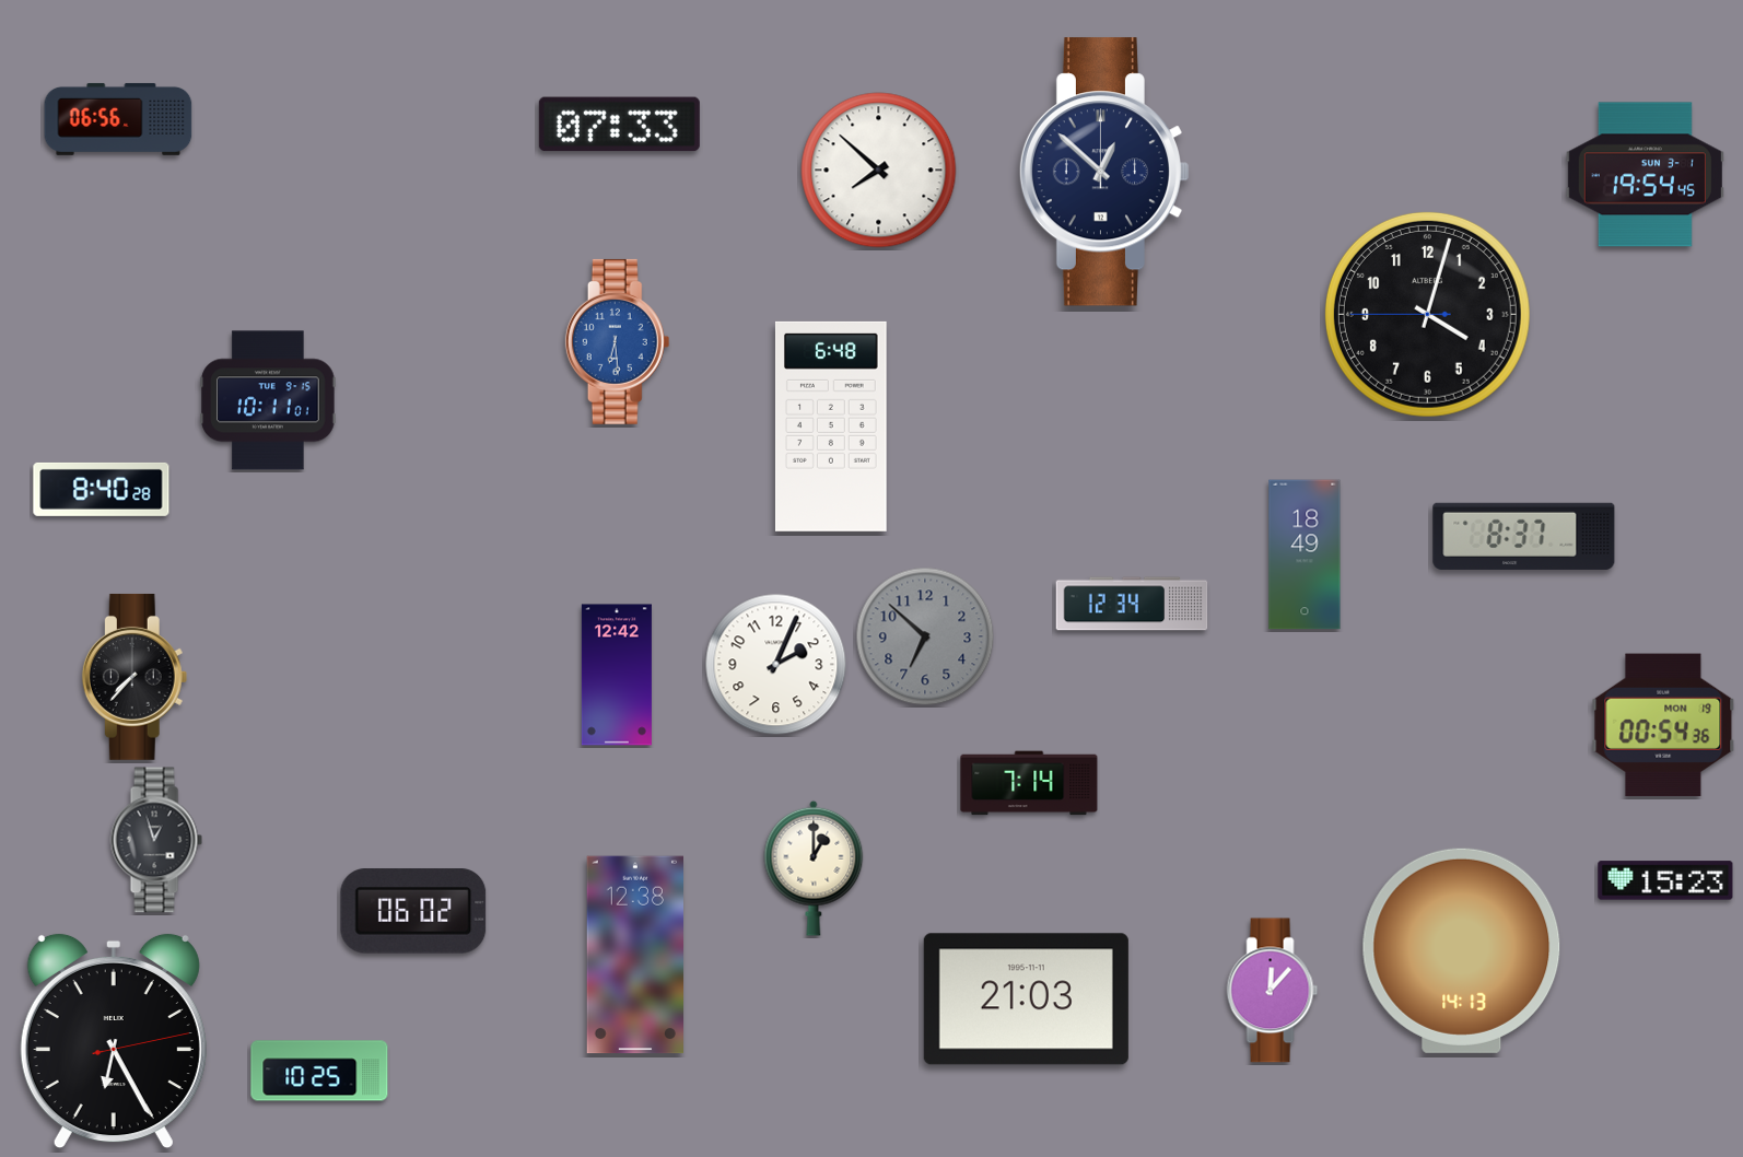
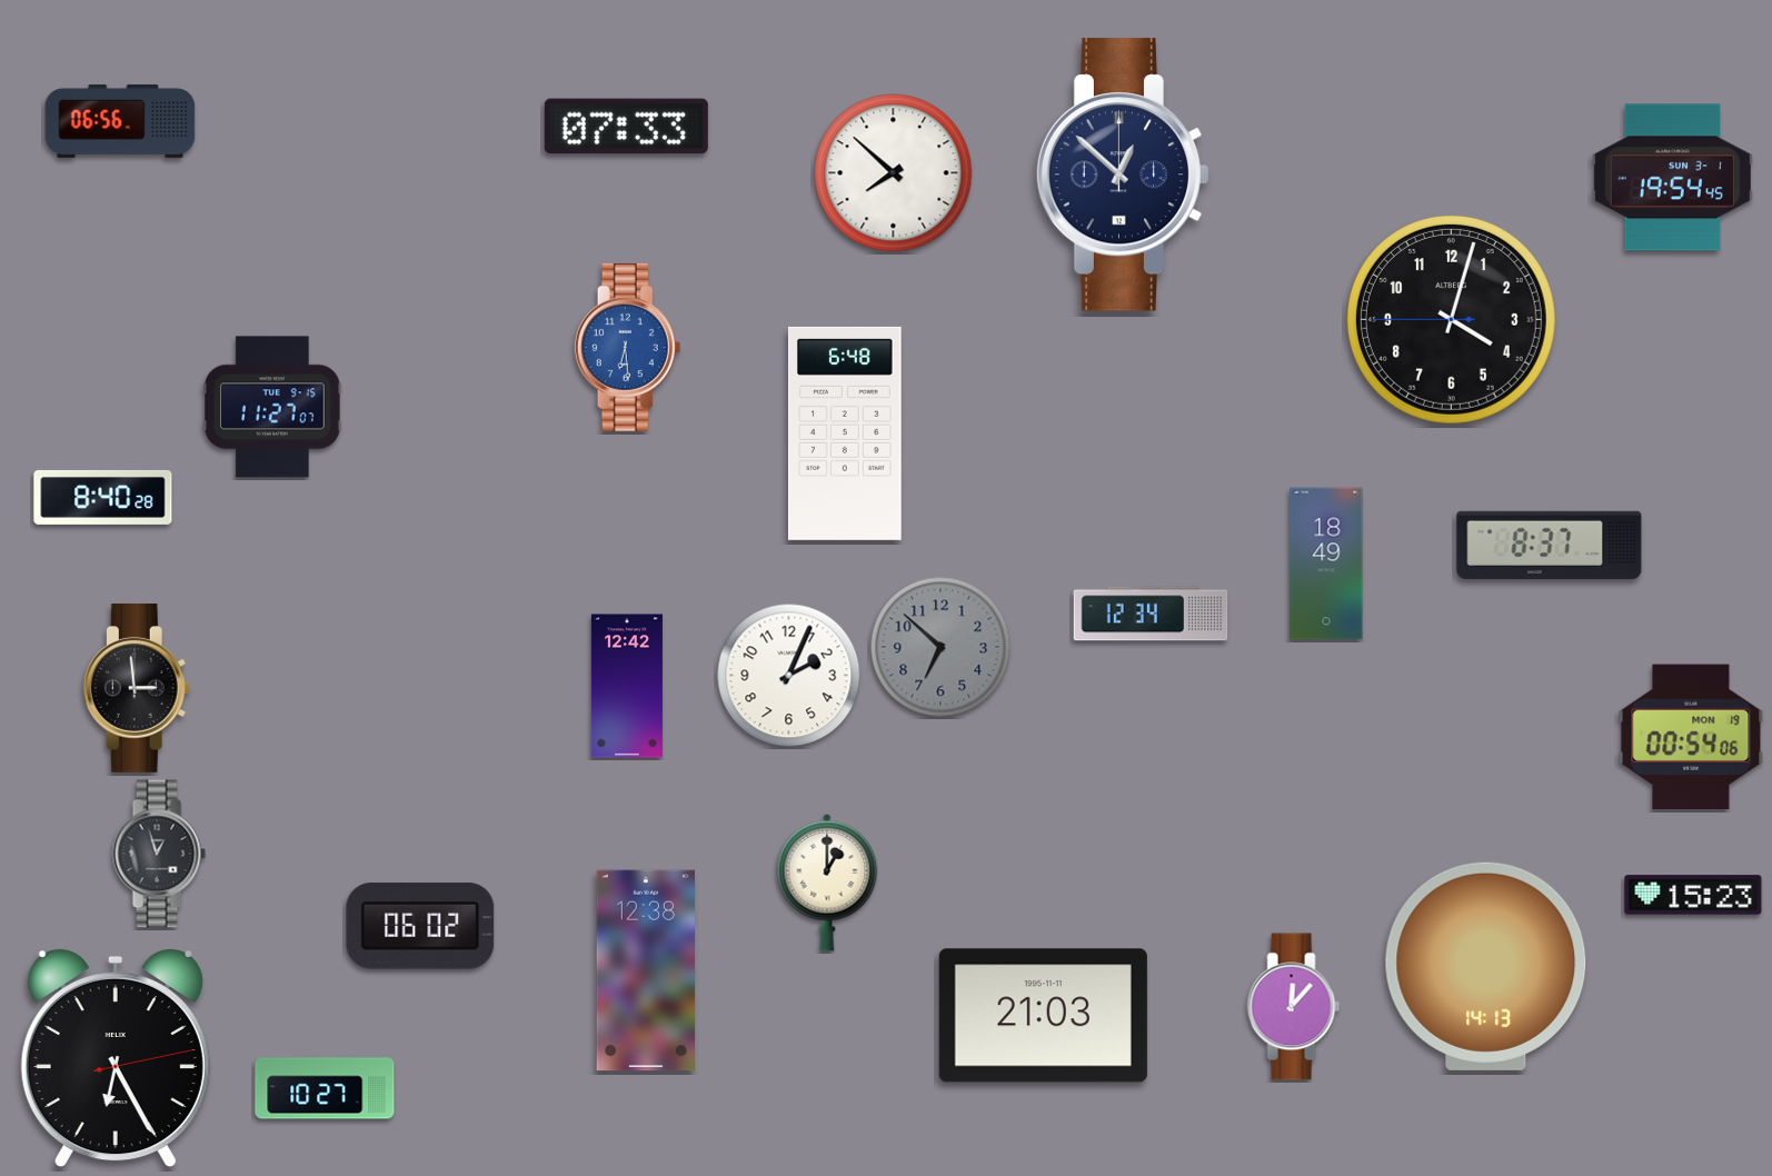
clock at (619, 125) position: (619, 125) -> (626, 127)
clock at (268, 400): 10:11 -> 11:27
clock at (134, 677): 7:37 -> 2:59
clock at (1663, 725): 00:54:36 -> 00:54:06
clock at (1029, 783): 7:14 -> none
clock at (319, 1071): 10:25 -> 10:27
